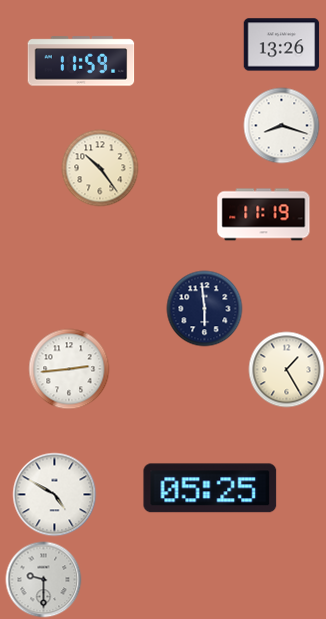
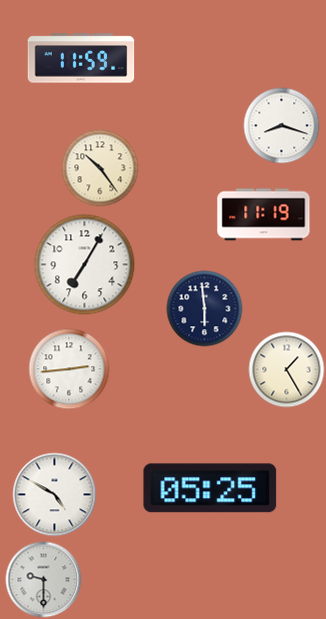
clock at (282, 45): 13:26 -> none
clock at (81, 61) position: (81, 61) -> (81, 58)
clock at (85, 265): none -> 7:05
